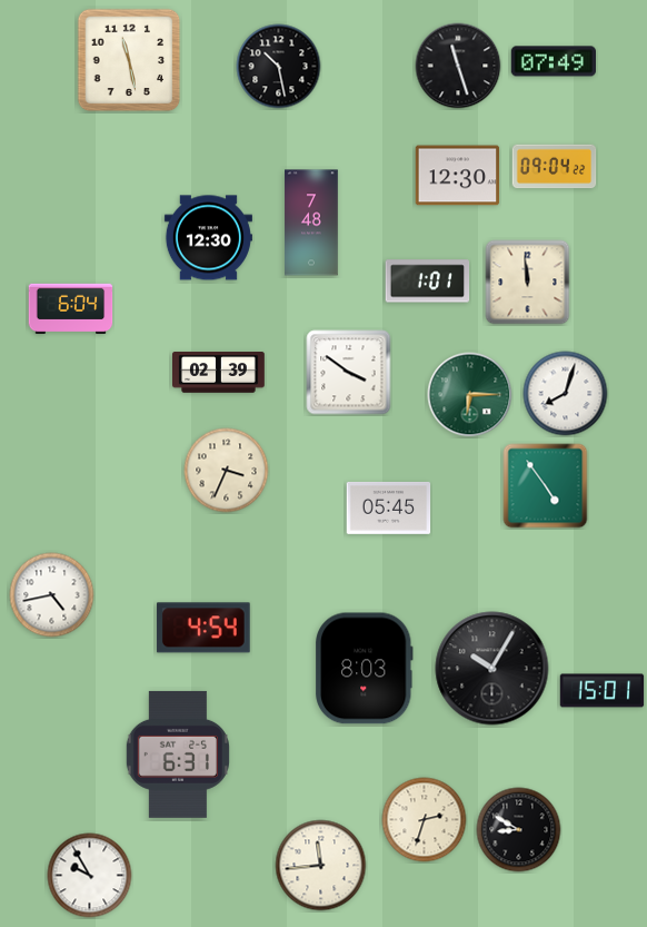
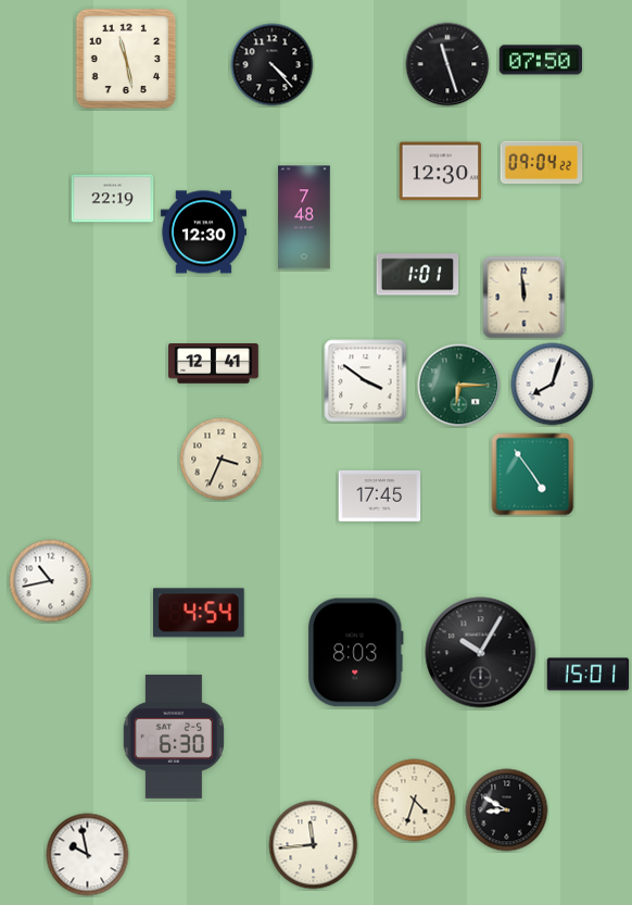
clock at (553, 61): 07:49 -> 07:50
clock at (279, 67): 10:28 -> 4:23
clock at (458, 176) position: (458, 176) -> (441, 172)
clock at (113, 199): none -> 22:19
clock at (528, 283) position: (528, 283) -> (524, 298)
clock at (71, 309): 6:04 -> none
clock at (219, 373): 02:39 -> 12:41
clock at (349, 373) position: (349, 373) -> (366, 381)
clock at (389, 507): 05:45 -> 17:45
clock at (52, 595): 4:43 -> 10:43
clock at (178, 755): 6:31 -> 6:30
clock at (425, 820): 2:33 -> 4:33
clock at (90, 876): 9:55 -> 9:58
